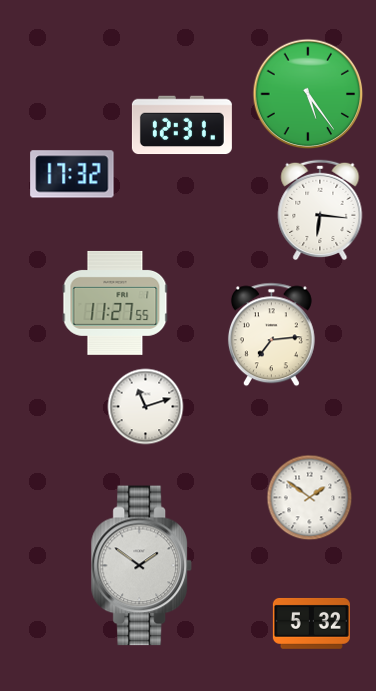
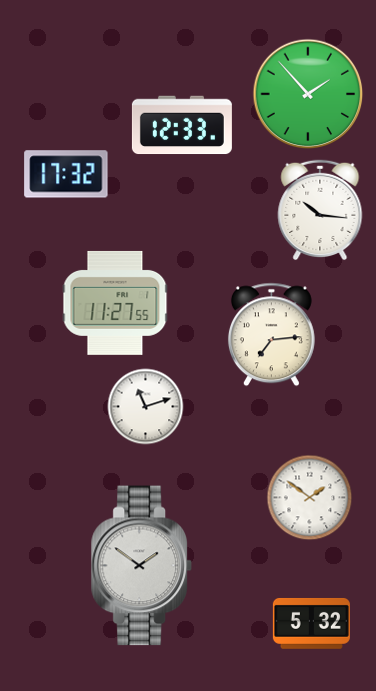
clock at (308, 94): 5:24 -> 1:53
clock at (182, 125): 12:31 -> 12:33
clock at (72, 174) position: (72, 174) -> (66, 174)
clock at (320, 210): 6:16 -> 10:16
